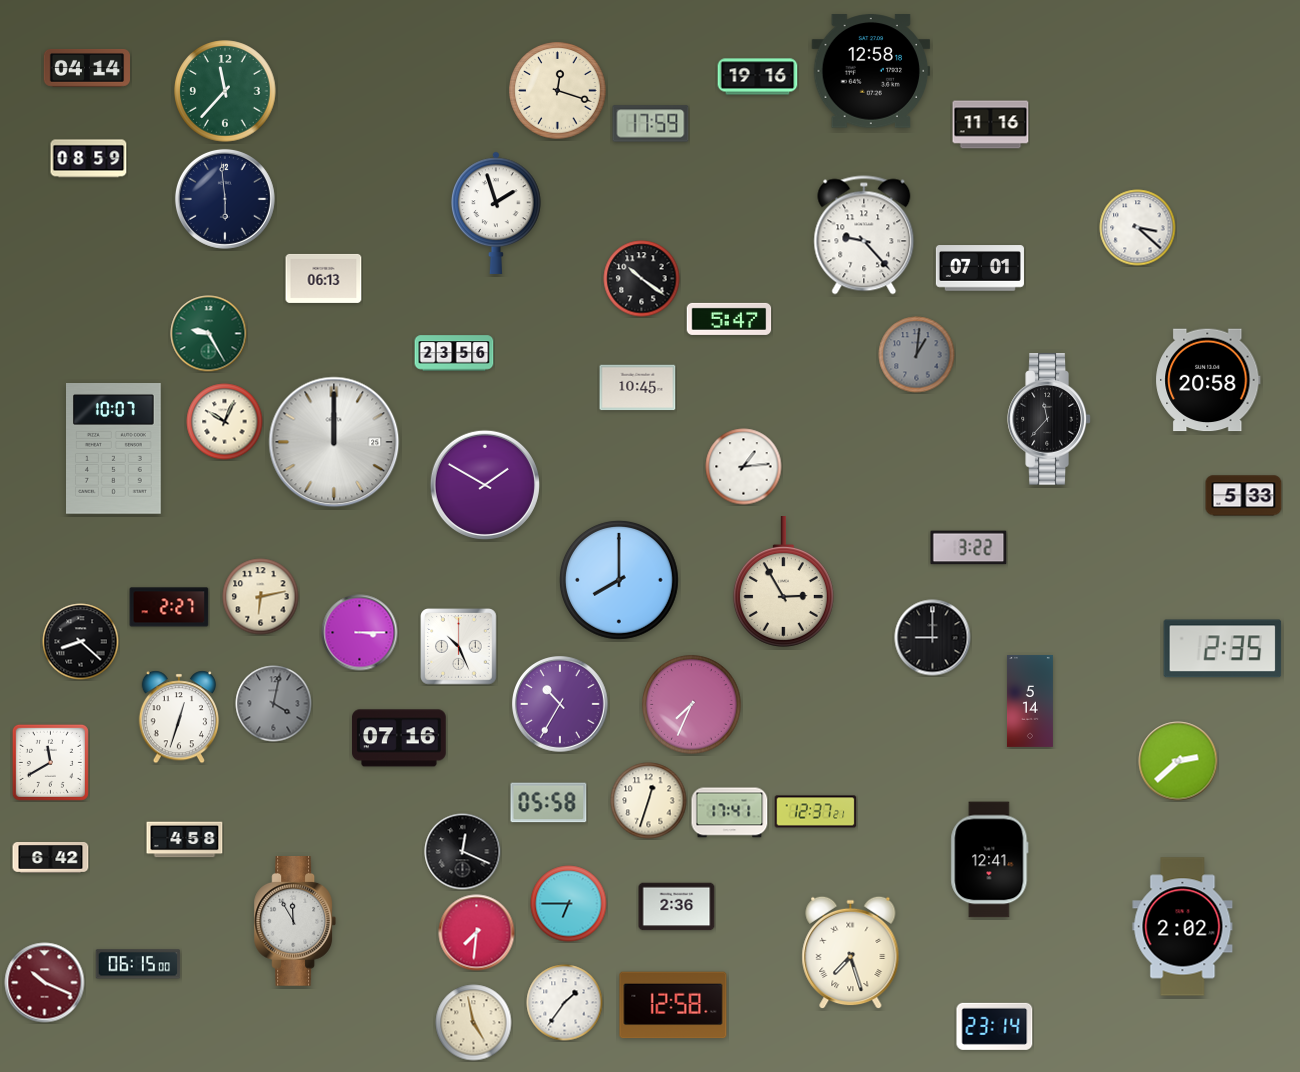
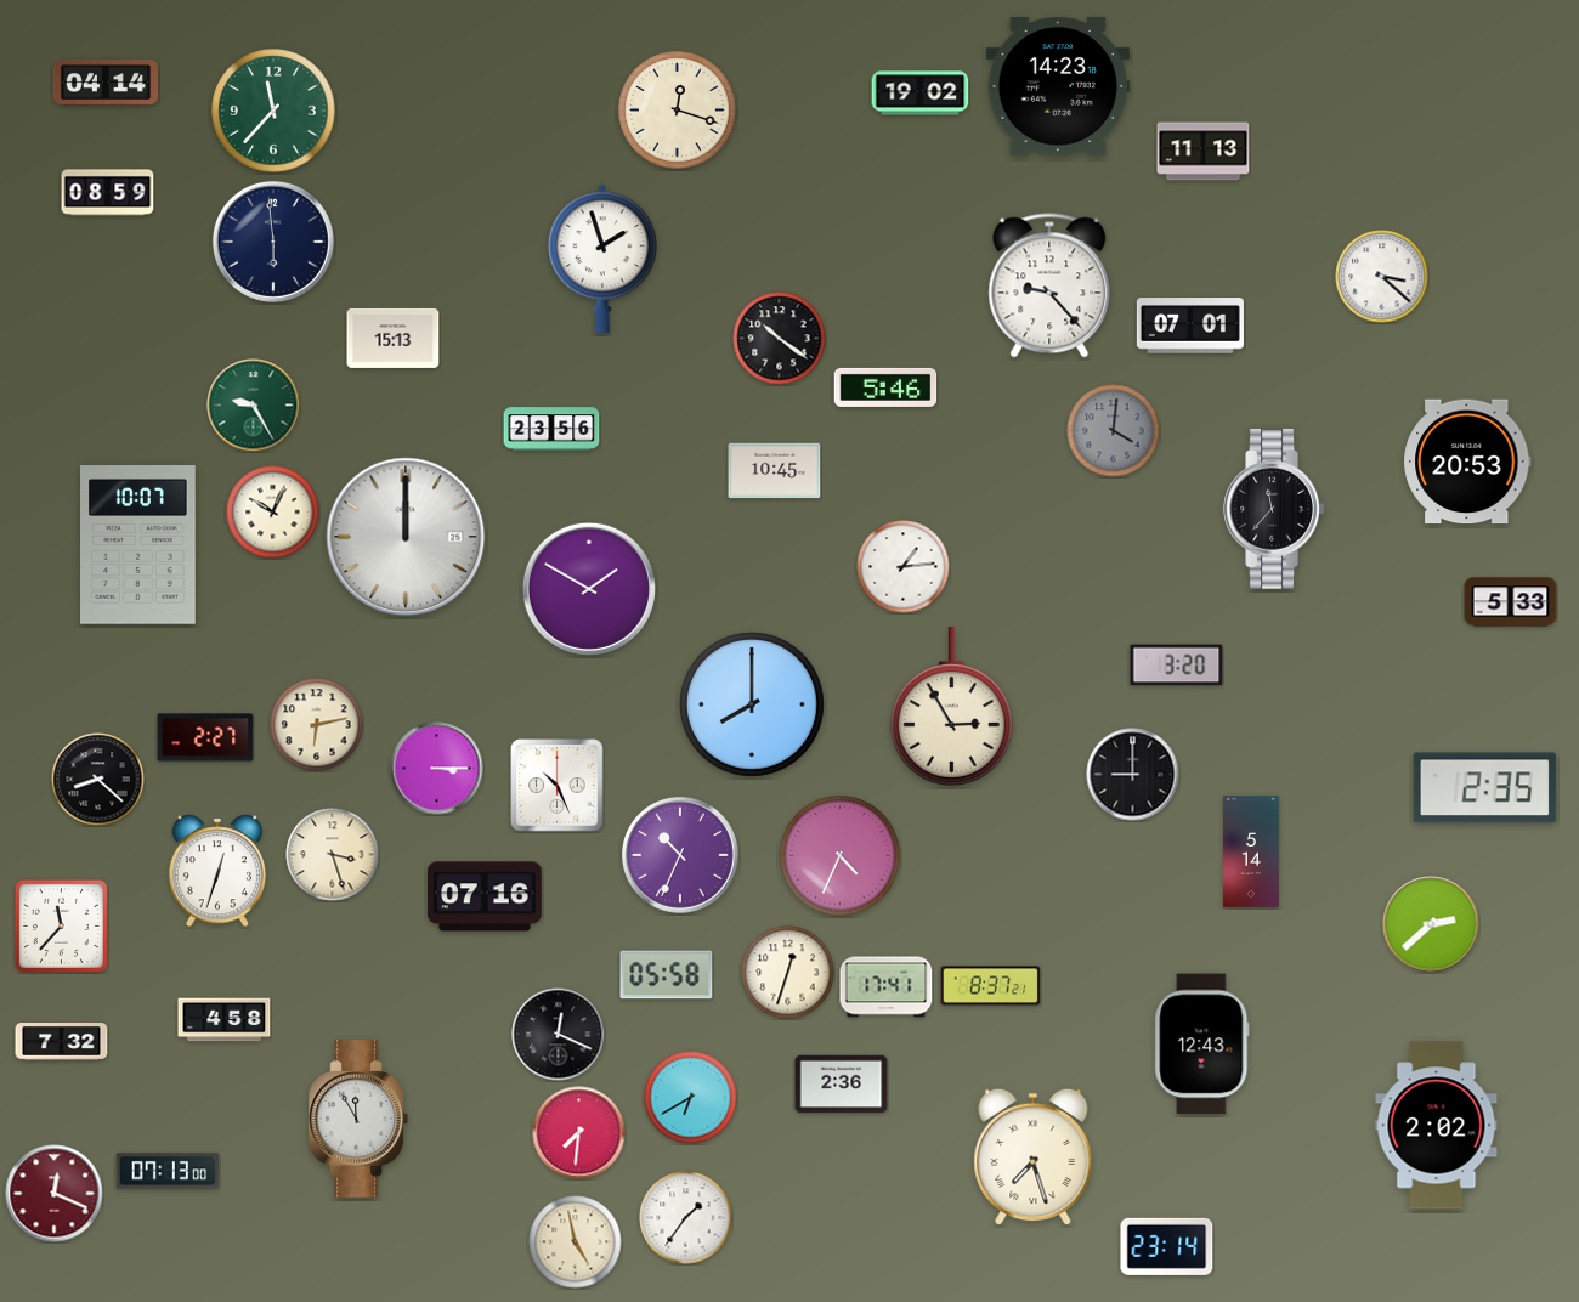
clock at (871, 71): 12:58 -> 14:23
clock at (758, 77): 19:16 -> 19:02
clock at (651, 124): 17:59 -> none
clock at (991, 125): 11:16 -> 11:13
clock at (324, 278): 06:13 -> 15:13
clock at (729, 319): 5:47 -> 5:46
clock at (917, 355): 1:01 -> 4:01
clock at (1208, 380): 20:58 -> 20:53
clock at (969, 548): 3:22 -> 3:20
clock at (274, 704): 4:02 -> 3:27
clock at (274, 704) dial: grey -> cream
clock at (561, 705): 10:35 -> 10:34
clock at (692, 705): 7:34 -> 4:34
clock at (50, 762): 11:40 -> 11:37
clock at (816, 812): 12:37 -> 8:37
clock at (463, 852) position: (463, 852) -> (559, 1035)
clock at (51, 858): 6:42 -> 7:32
clock at (990, 860): 12:41 -> 12:43
clock at (569, 904): 6:45 -> 6:40
clock at (677, 907) position: (677, 907) -> (842, 1085)
clock at (138, 964): 06:15 -> 07:13
clock at (45, 983): 10:19 -> 12:19
clock at (673, 1005): 12:58 -> none
clock at (995, 1026) position: (995, 1026) -> (1167, 1246)
